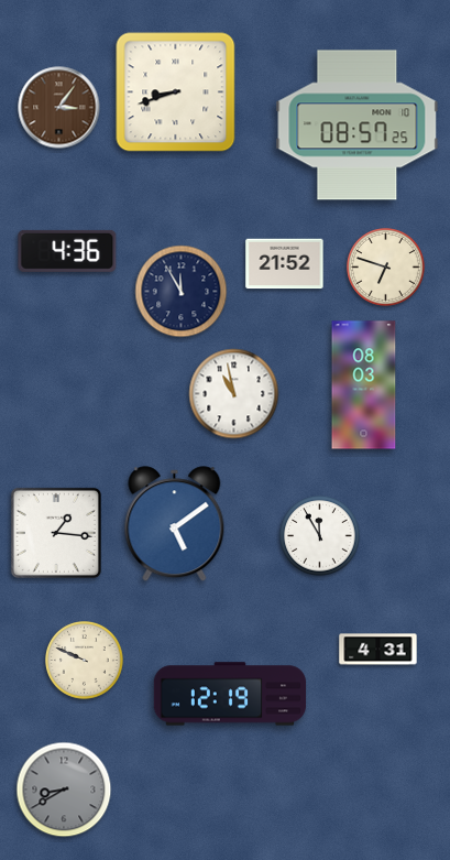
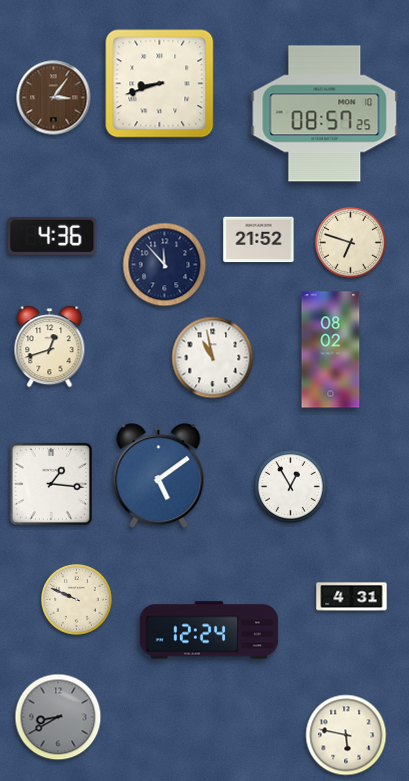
clock at (67, 251) position: (67, 251) -> (52, 236)
clock at (182, 292): 11:55 -> 11:53
clock at (50, 347): none -> 12:42
clock at (364, 385): 08:03 -> 08:02
clock at (320, 536): 11:55 -> 12:55
clock at (378, 650) position: (378, 650) -> (352, 597)
clock at (230, 694): 12:19 -> 12:24
clock at (346, 735): none -> 5:47
